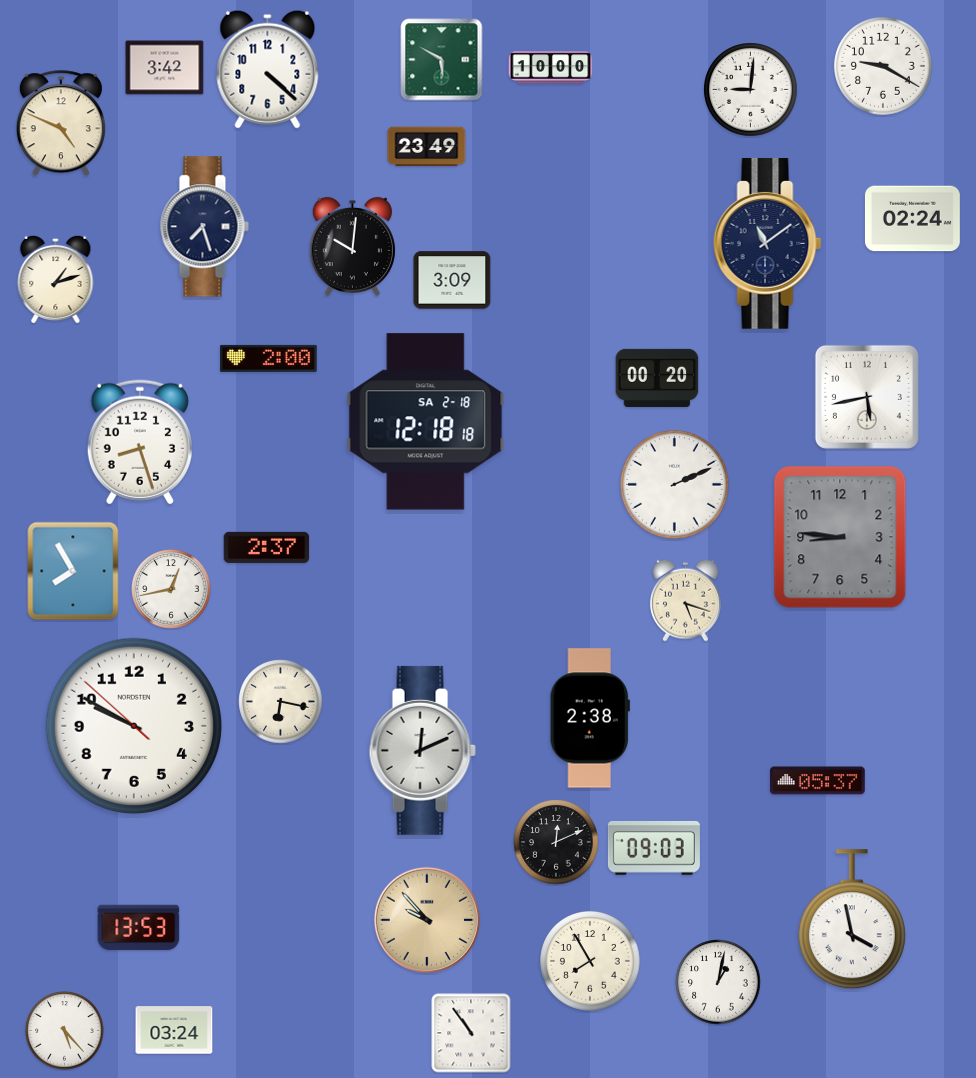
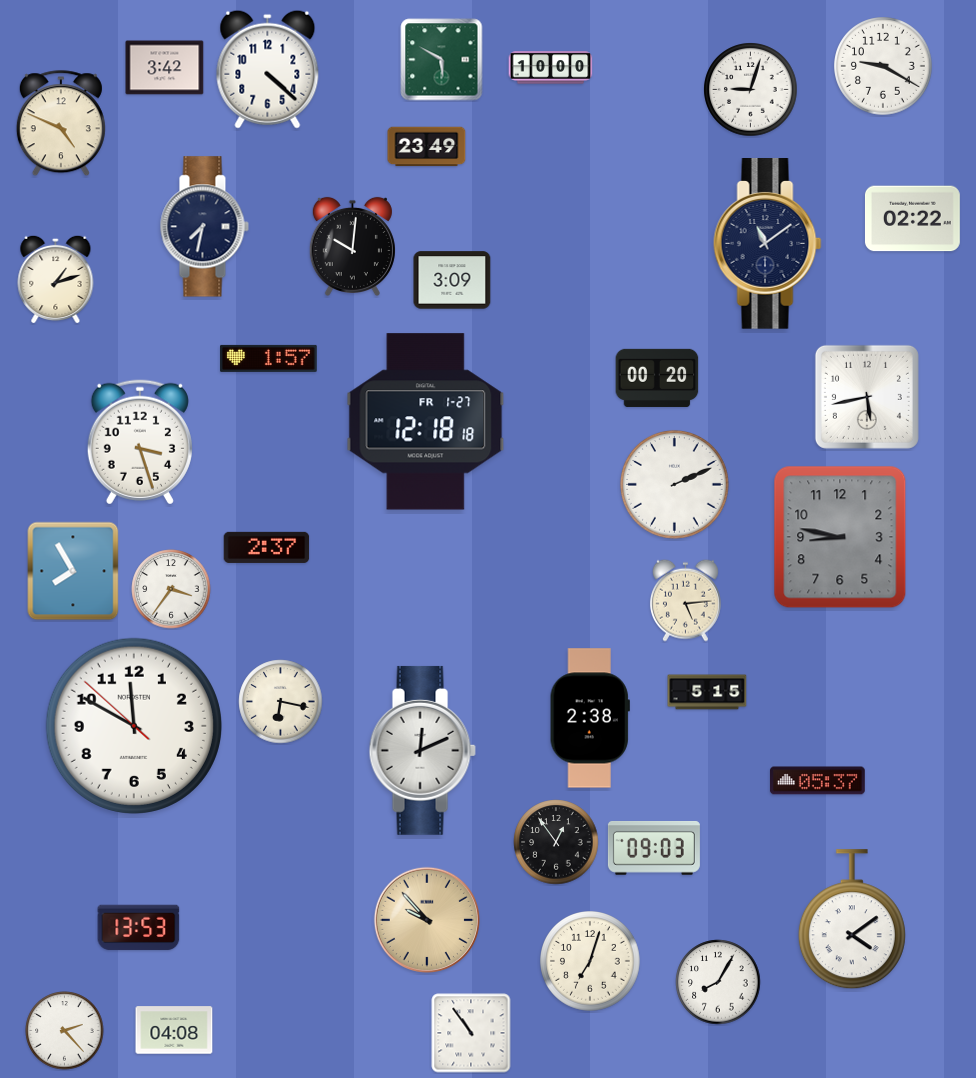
clock at (751, 90): 9:01 -> 9:03
clock at (912, 219): 02:24 -> 02:22
clock at (204, 227): 7:27 -> 7:32
clock at (269, 358): 2:00 -> 1:57
clock at (426, 422) date: SA 2-18 -> FR 1-27
clock at (140, 442): 8:27 -> 3:27
clock at (840, 537): 8:46 -> 8:47
clock at (171, 589): 12:43 -> 3:36
clock at (685, 600): 5:18 -> 5:14
clock at (707, 692): none -> 5:15
clock at (134, 726): 9:49 -> 11:49
clock at (556, 842): 12:11 -> 12:54
clock at (852, 920): 3:58 -> 4:09
clock at (591, 962): 7:55 -> 7:03
clock at (718, 982): 1:02 -> 8:05
clock at (174, 1030): 03:24 -> 04:08
clock at (65, 1031): 5:23 -> 2:23
